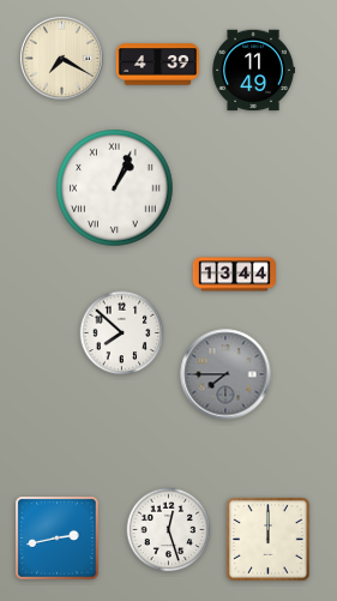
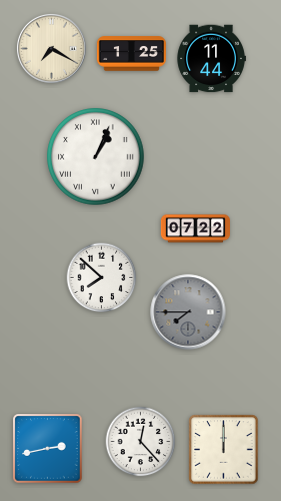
clock at (157, 65): 4:39 -> 1:25
clock at (253, 71): 11:49 -> 11:44
clock at (234, 275): 13:44 -> 07:22
clock at (169, 530): 12:27 -> 12:23
